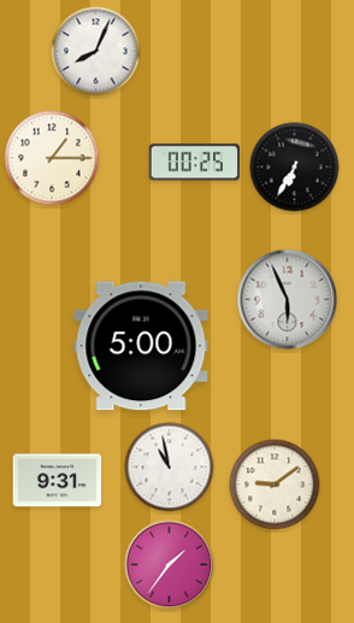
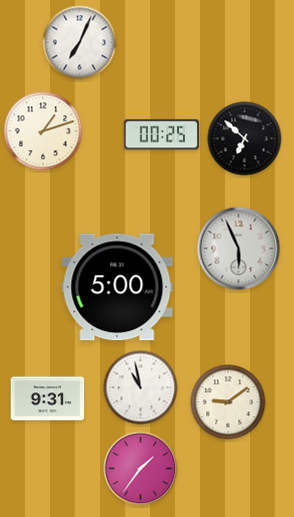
clock at (96, 52): 8:04 -> 7:04
clock at (52, 158): 1:15 -> 1:12
clock at (295, 167): 6:35 -> 6:52
